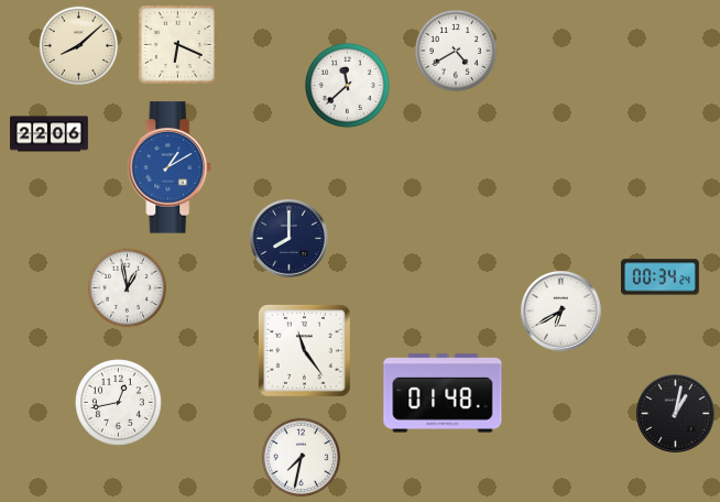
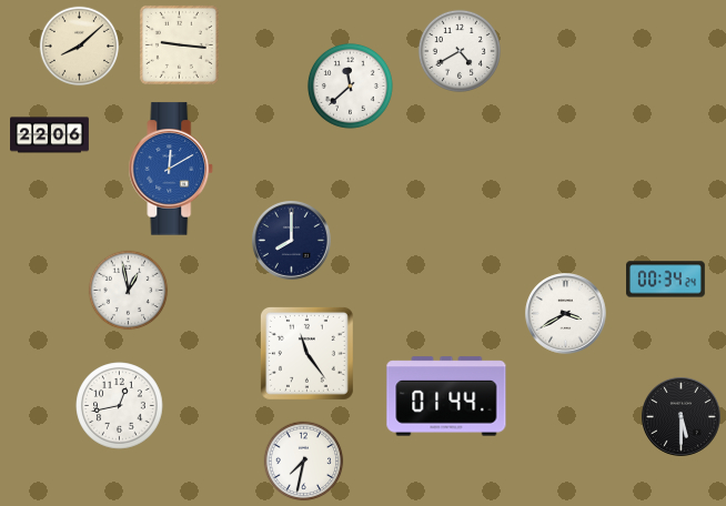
clock at (177, 44): 6:19 -> 9:16
clock at (170, 167): 1:10 -> 12:10
clock at (561, 312): 6:40 -> 3:40
clock at (443, 393): 01:48 -> 01:44
clock at (676, 414): 1:02 -> 5:30
